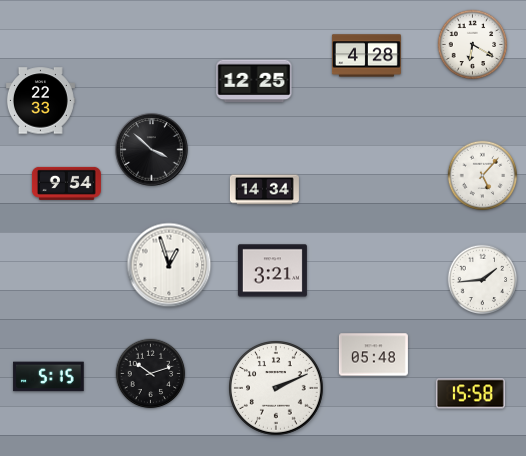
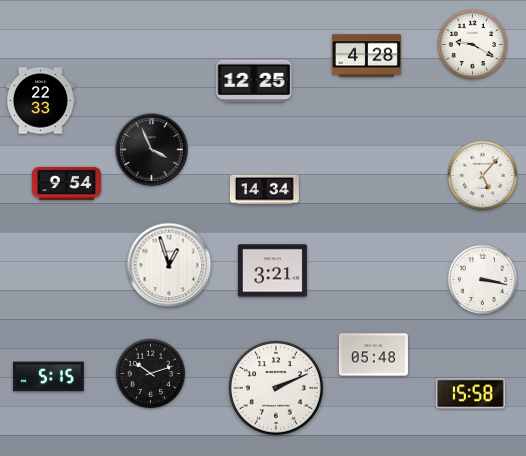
clock at (473, 45): 6:20 -> 9:20
clock at (152, 150): 3:52 -> 3:56
clock at (483, 280): 1:44 -> 3:17
